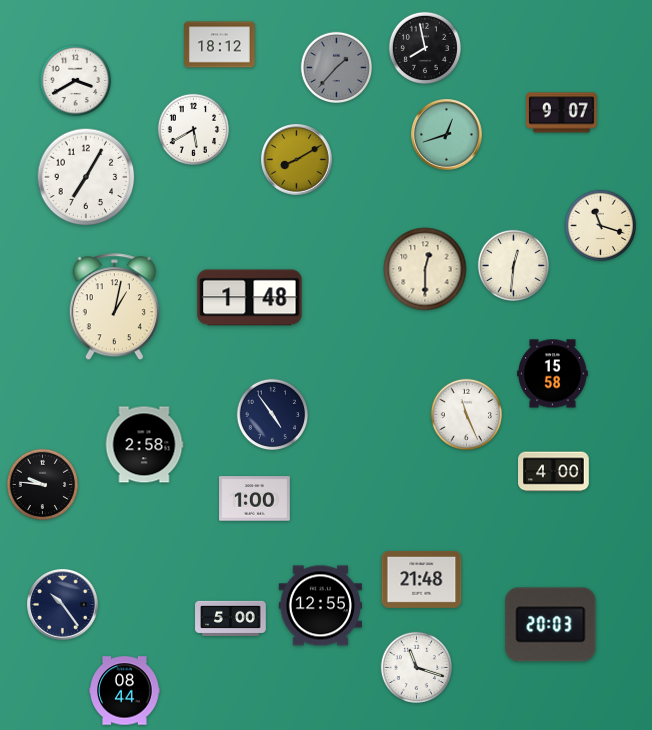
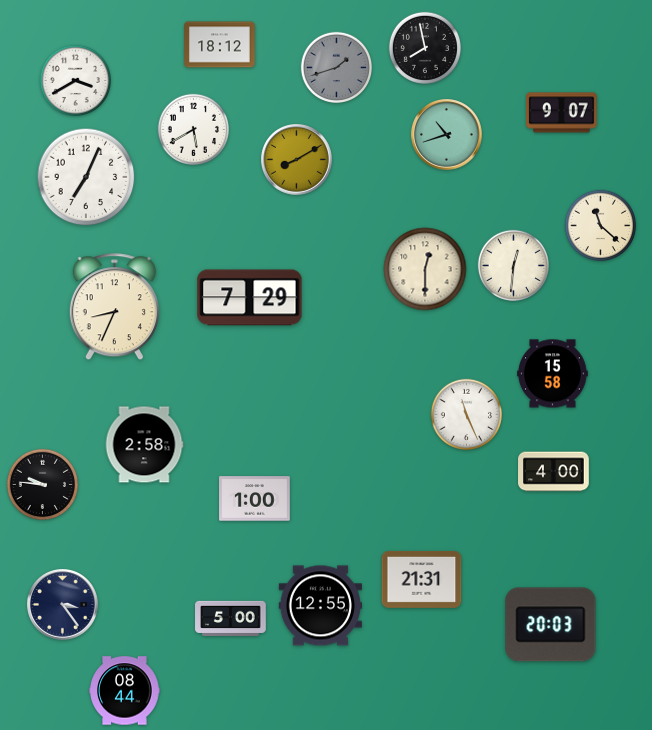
clock at (336, 67): 1:37 -> 1:42
clock at (447, 135): 12:42 -> 10:42
clock at (86, 177): 7:05 -> 7:04
clock at (600, 225): 11:18 -> 11:22
clock at (250, 298): 1:48 -> 7:29
clock at (114, 307): 1:02 -> 8:34
clock at (272, 414): 4:54 -> none
clock at (422, 579): 21:48 -> 21:31
clock at (63, 605): 10:24 -> 3:24
clock at (416, 667): 11:18 -> none
